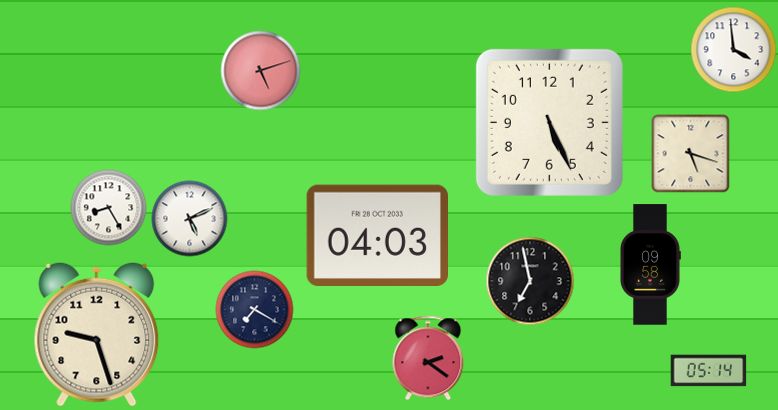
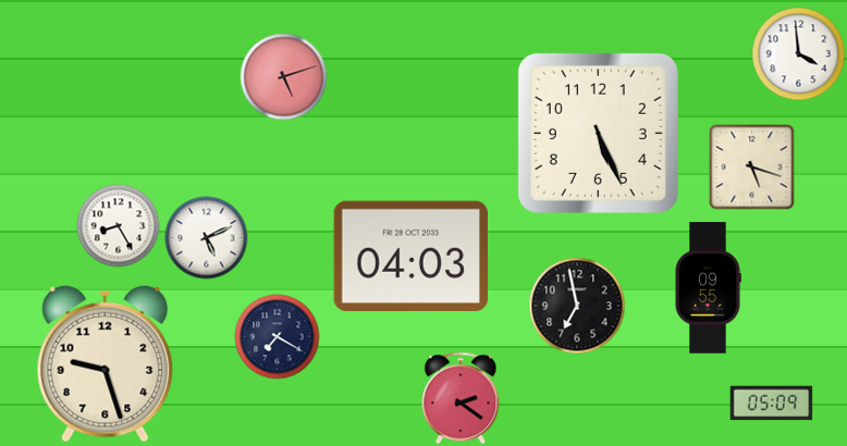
clock at (650, 265): 09:58 -> 09:55
clock at (428, 358) position: (428, 358) -> (461, 398)
clock at (709, 371): 05:14 -> 05:09
